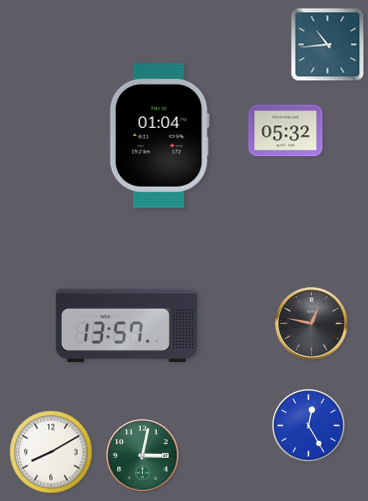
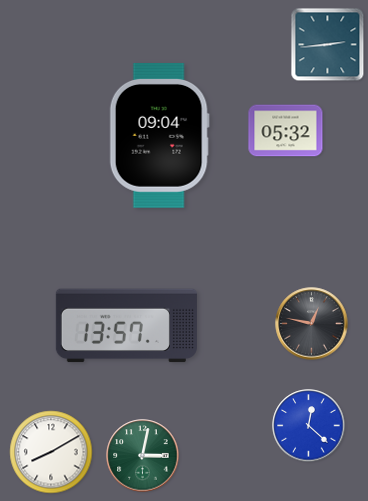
clock at (328, 45): 10:44 -> 2:44
clock at (159, 135): 01:04 -> 09:04
clock at (309, 426): 12:25 -> 12:22
